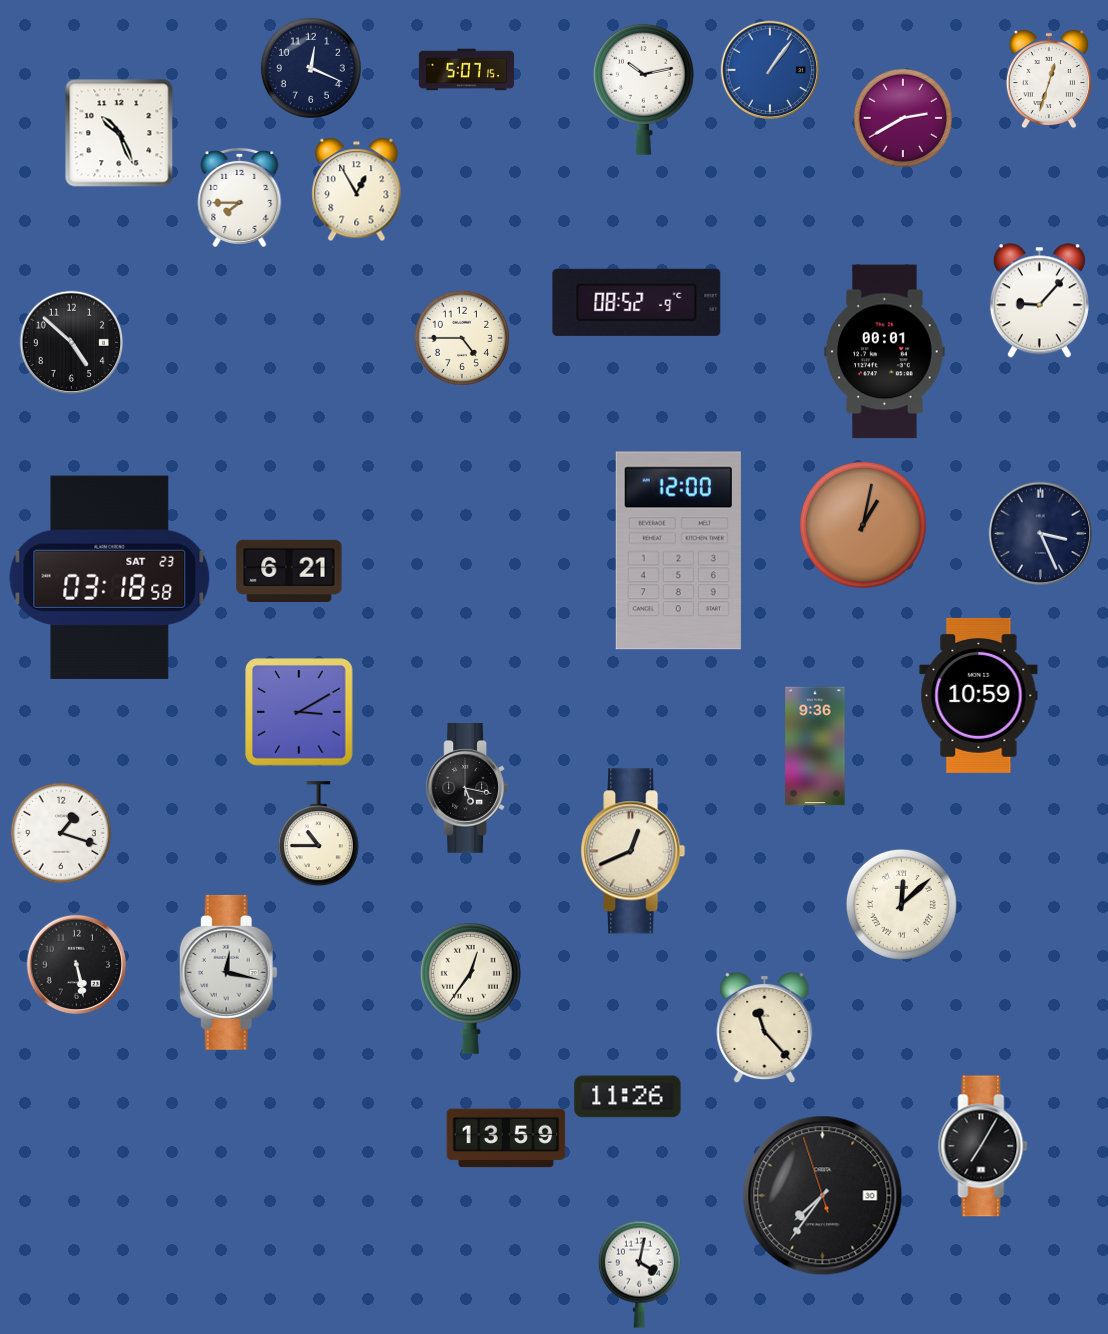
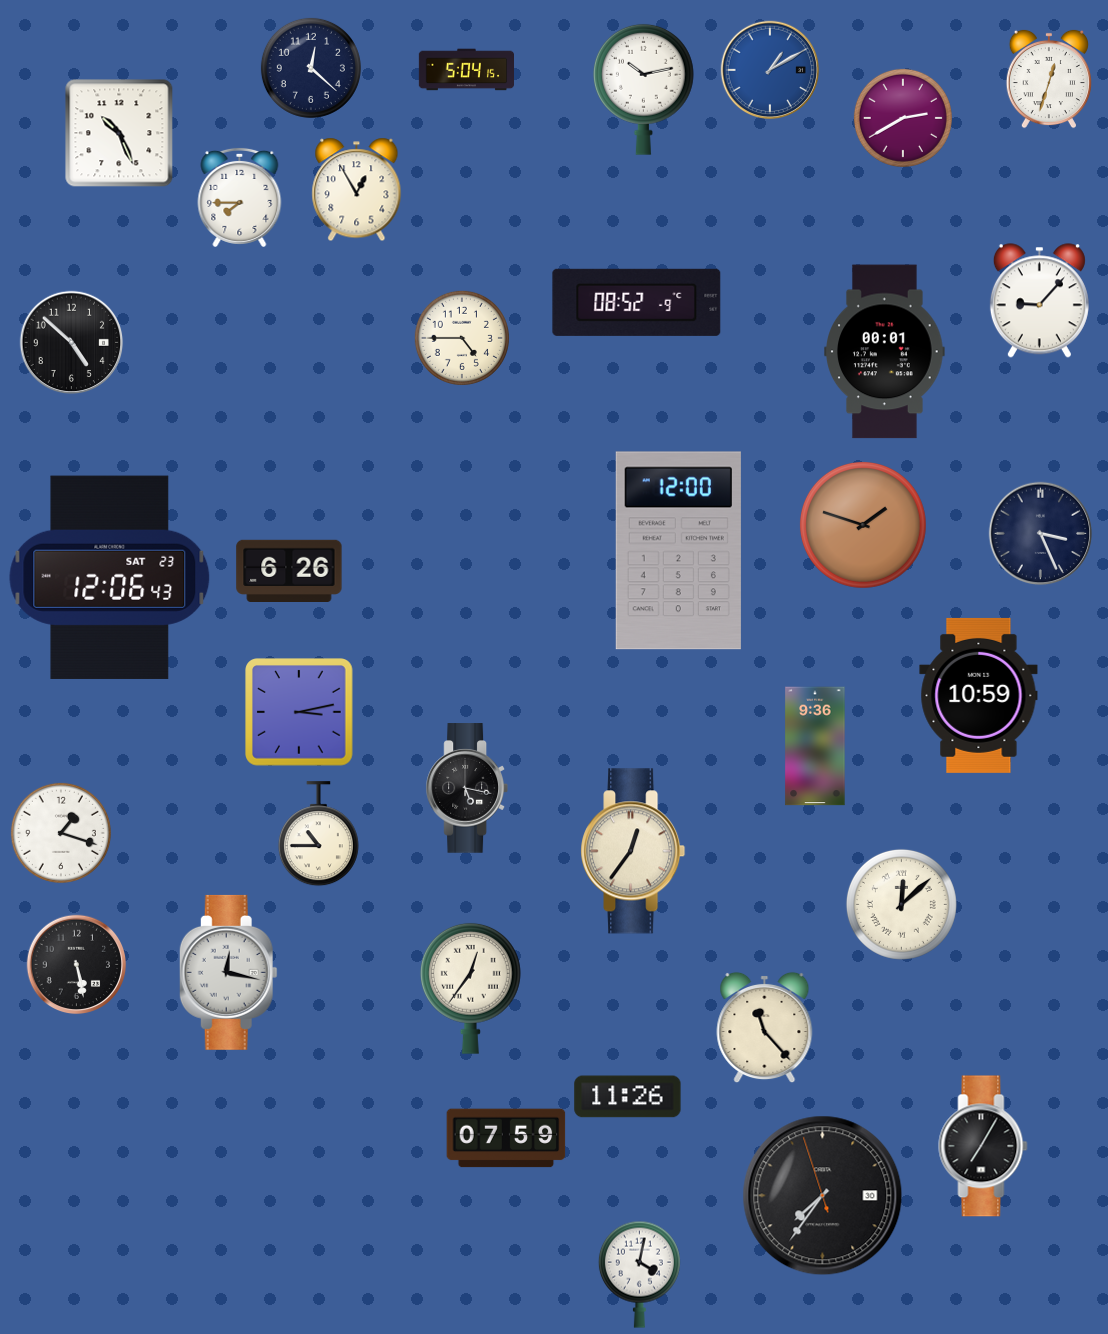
clock at (311, 68): 12:19 -> 12:22
clock at (466, 70): 5:07 -> 5:04
clock at (770, 70): 1:06 -> 1:10
clock at (863, 525): 1:02 -> 1:48
clock at (289, 570): 6:21 -> 6:26
clock at (110, 577): 03:18 -> 12:06
clock at (299, 712): 3:10 -> 3:13
clock at (633, 851): 12:41 -> 12:36
clock at (506, 1138): 13:59 -> 07:59
